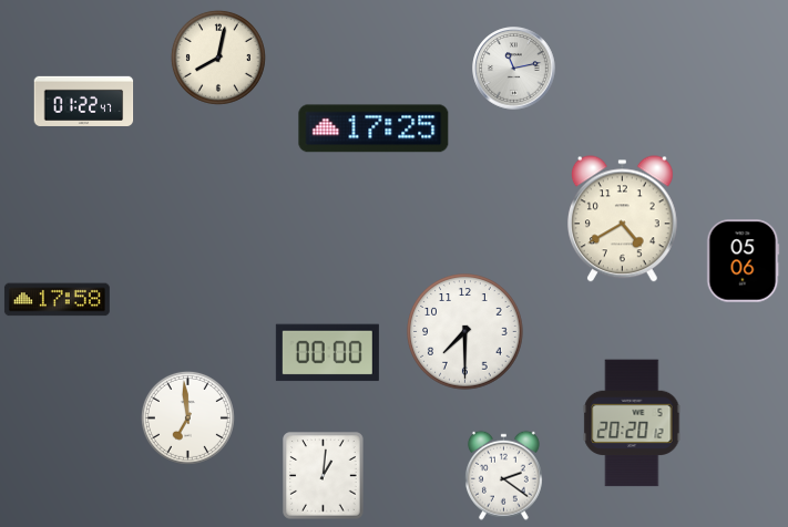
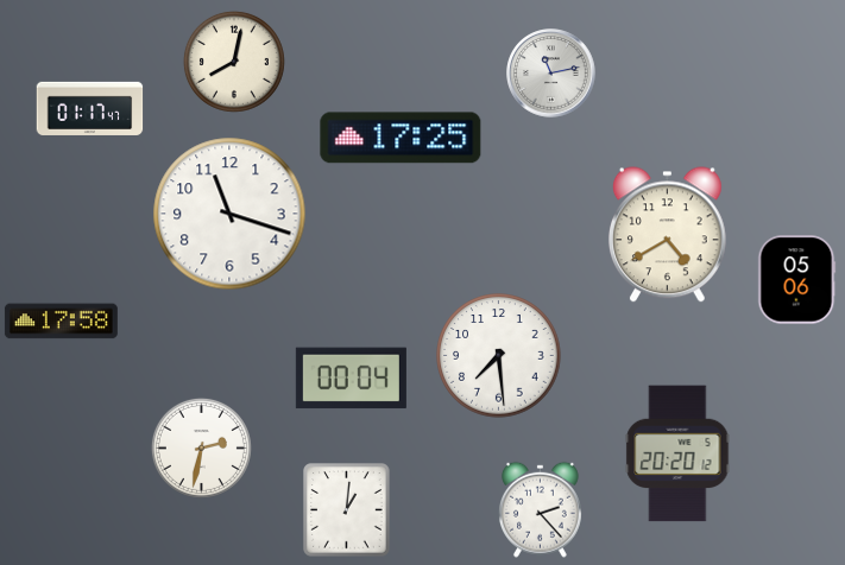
clock at (84, 101): 01:22 -> 01:17
clock at (229, 214): none -> 11:18
clock at (465, 332): 7:30 -> 7:29
clock at (327, 353): 00:00 -> 00:04
clock at (187, 417): 6:59 -> 2:32
clock at (503, 475): 2:21 -> 2:23
